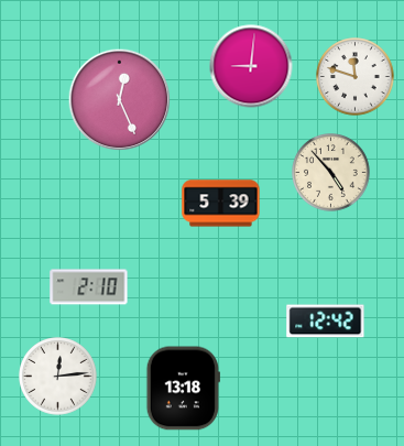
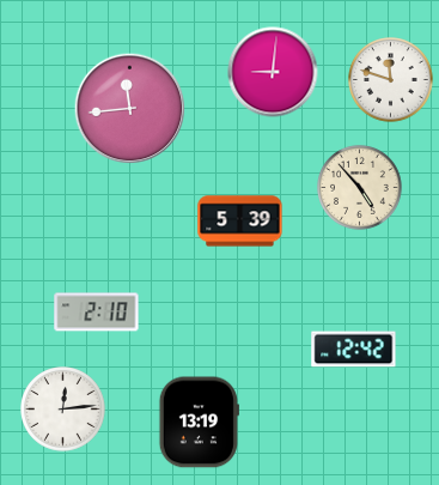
clock at (356, 77) position: (356, 77) -> (391, 80)
clock at (120, 100): 12:26 -> 11:44
clock at (183, 389): 13:18 -> 13:19
